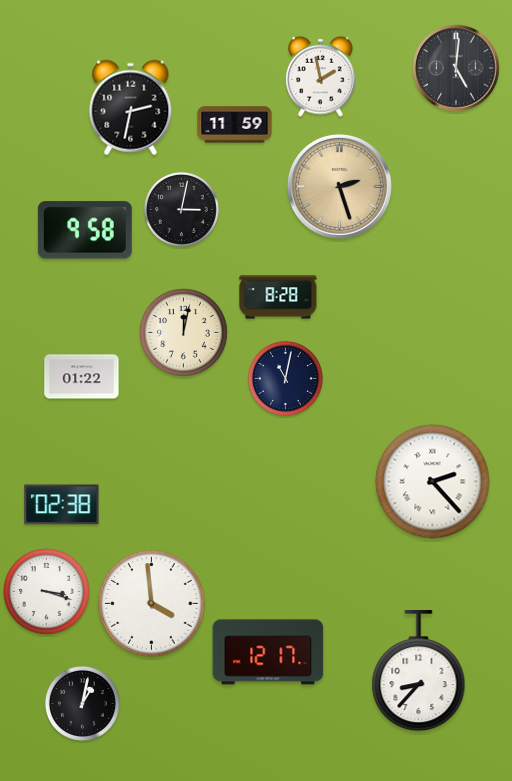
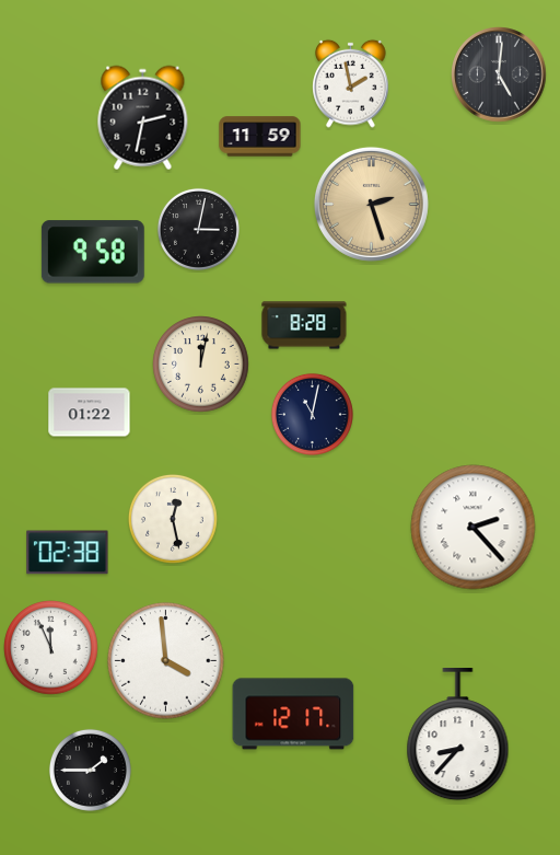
clock at (235, 125) position: (235, 125) -> (260, 137)
clock at (174, 520): none -> 12:28
clock at (47, 592): 3:18 -> 11:56
clock at (82, 703): 1:02 -> 1:45
